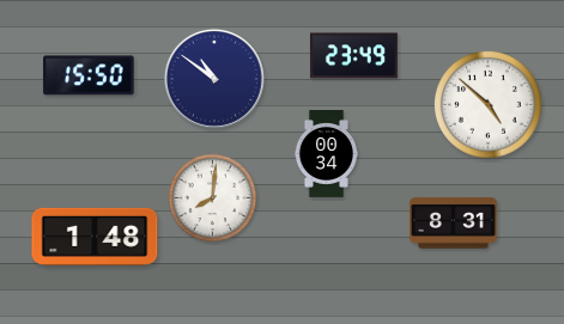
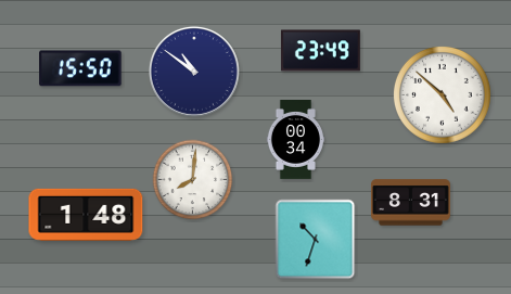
clock at (316, 240): none -> 10:33
